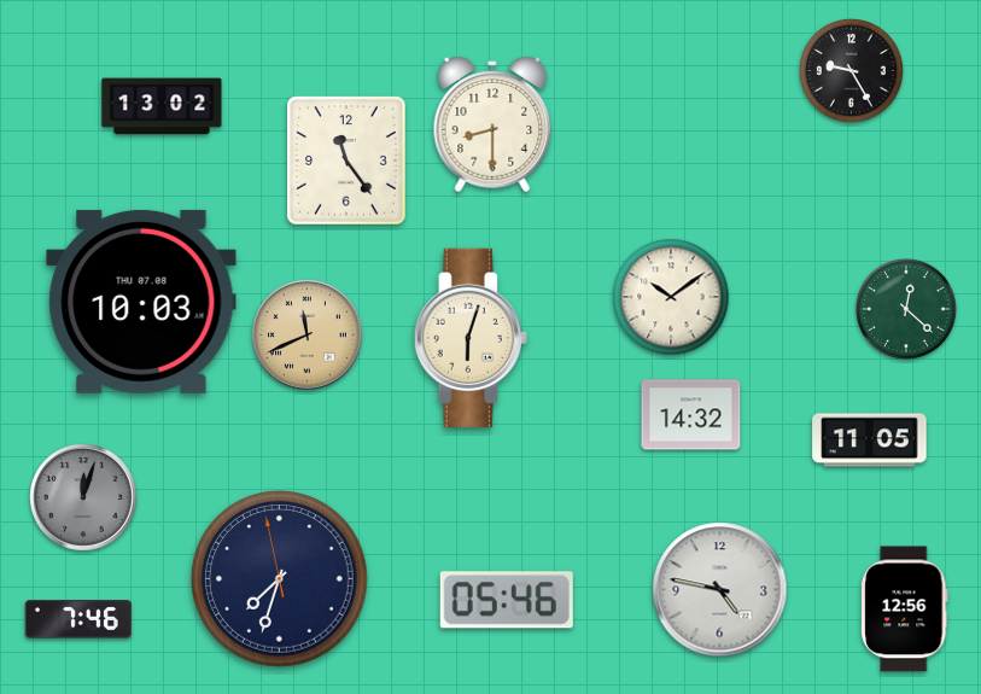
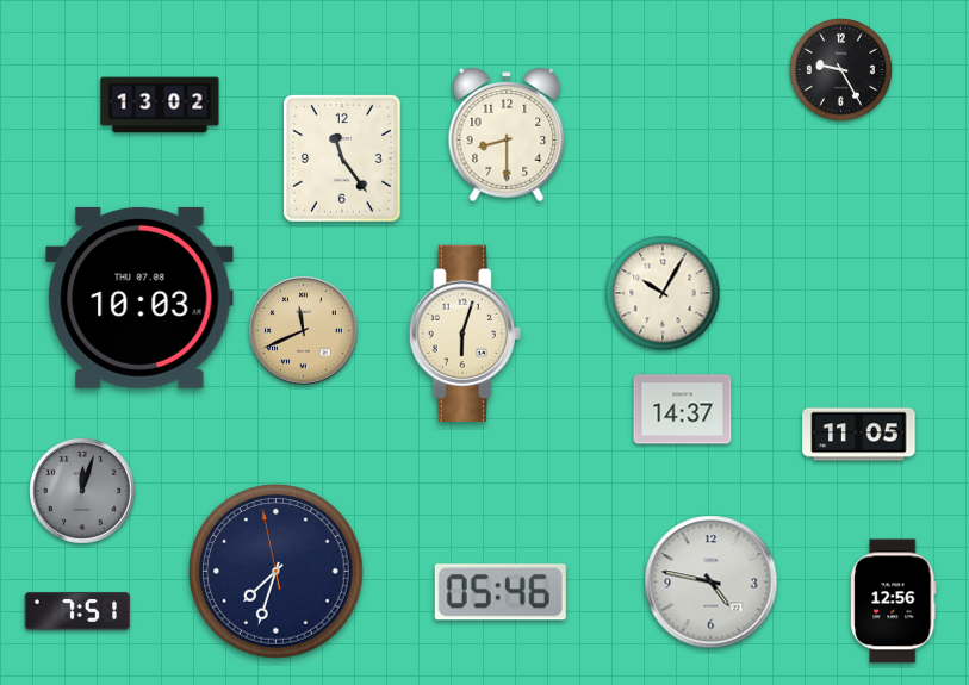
clock at (492, 124) position: (492, 124) -> (507, 135)
clock at (671, 297): 10:09 -> 10:05
clock at (906, 309): 12:22 -> none
clock at (691, 415): 14:32 -> 14:37
clock at (77, 619): 7:46 -> 7:51
